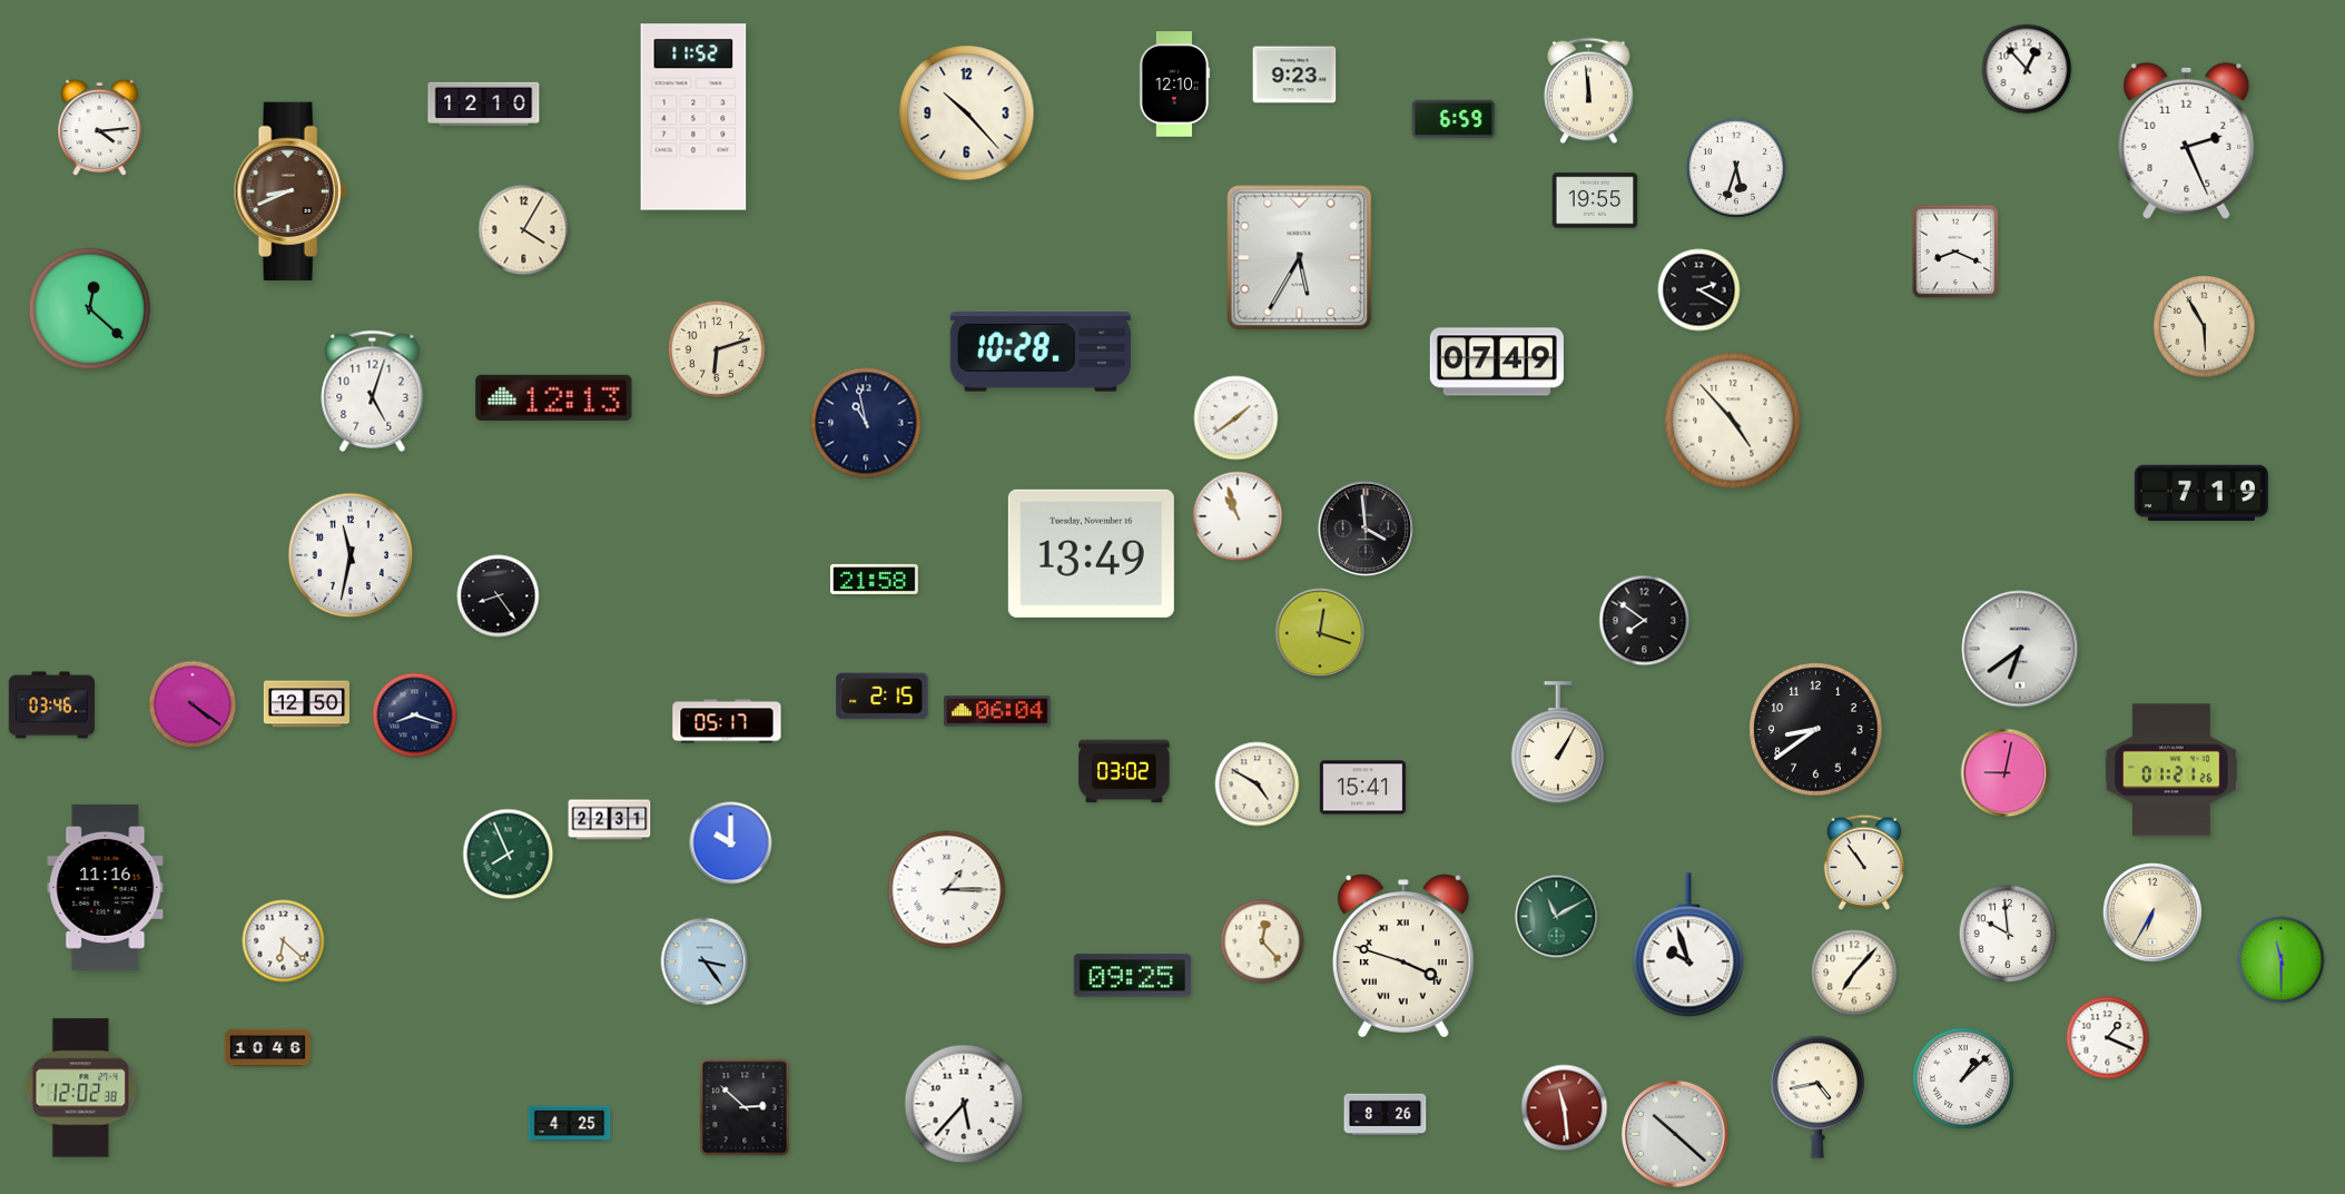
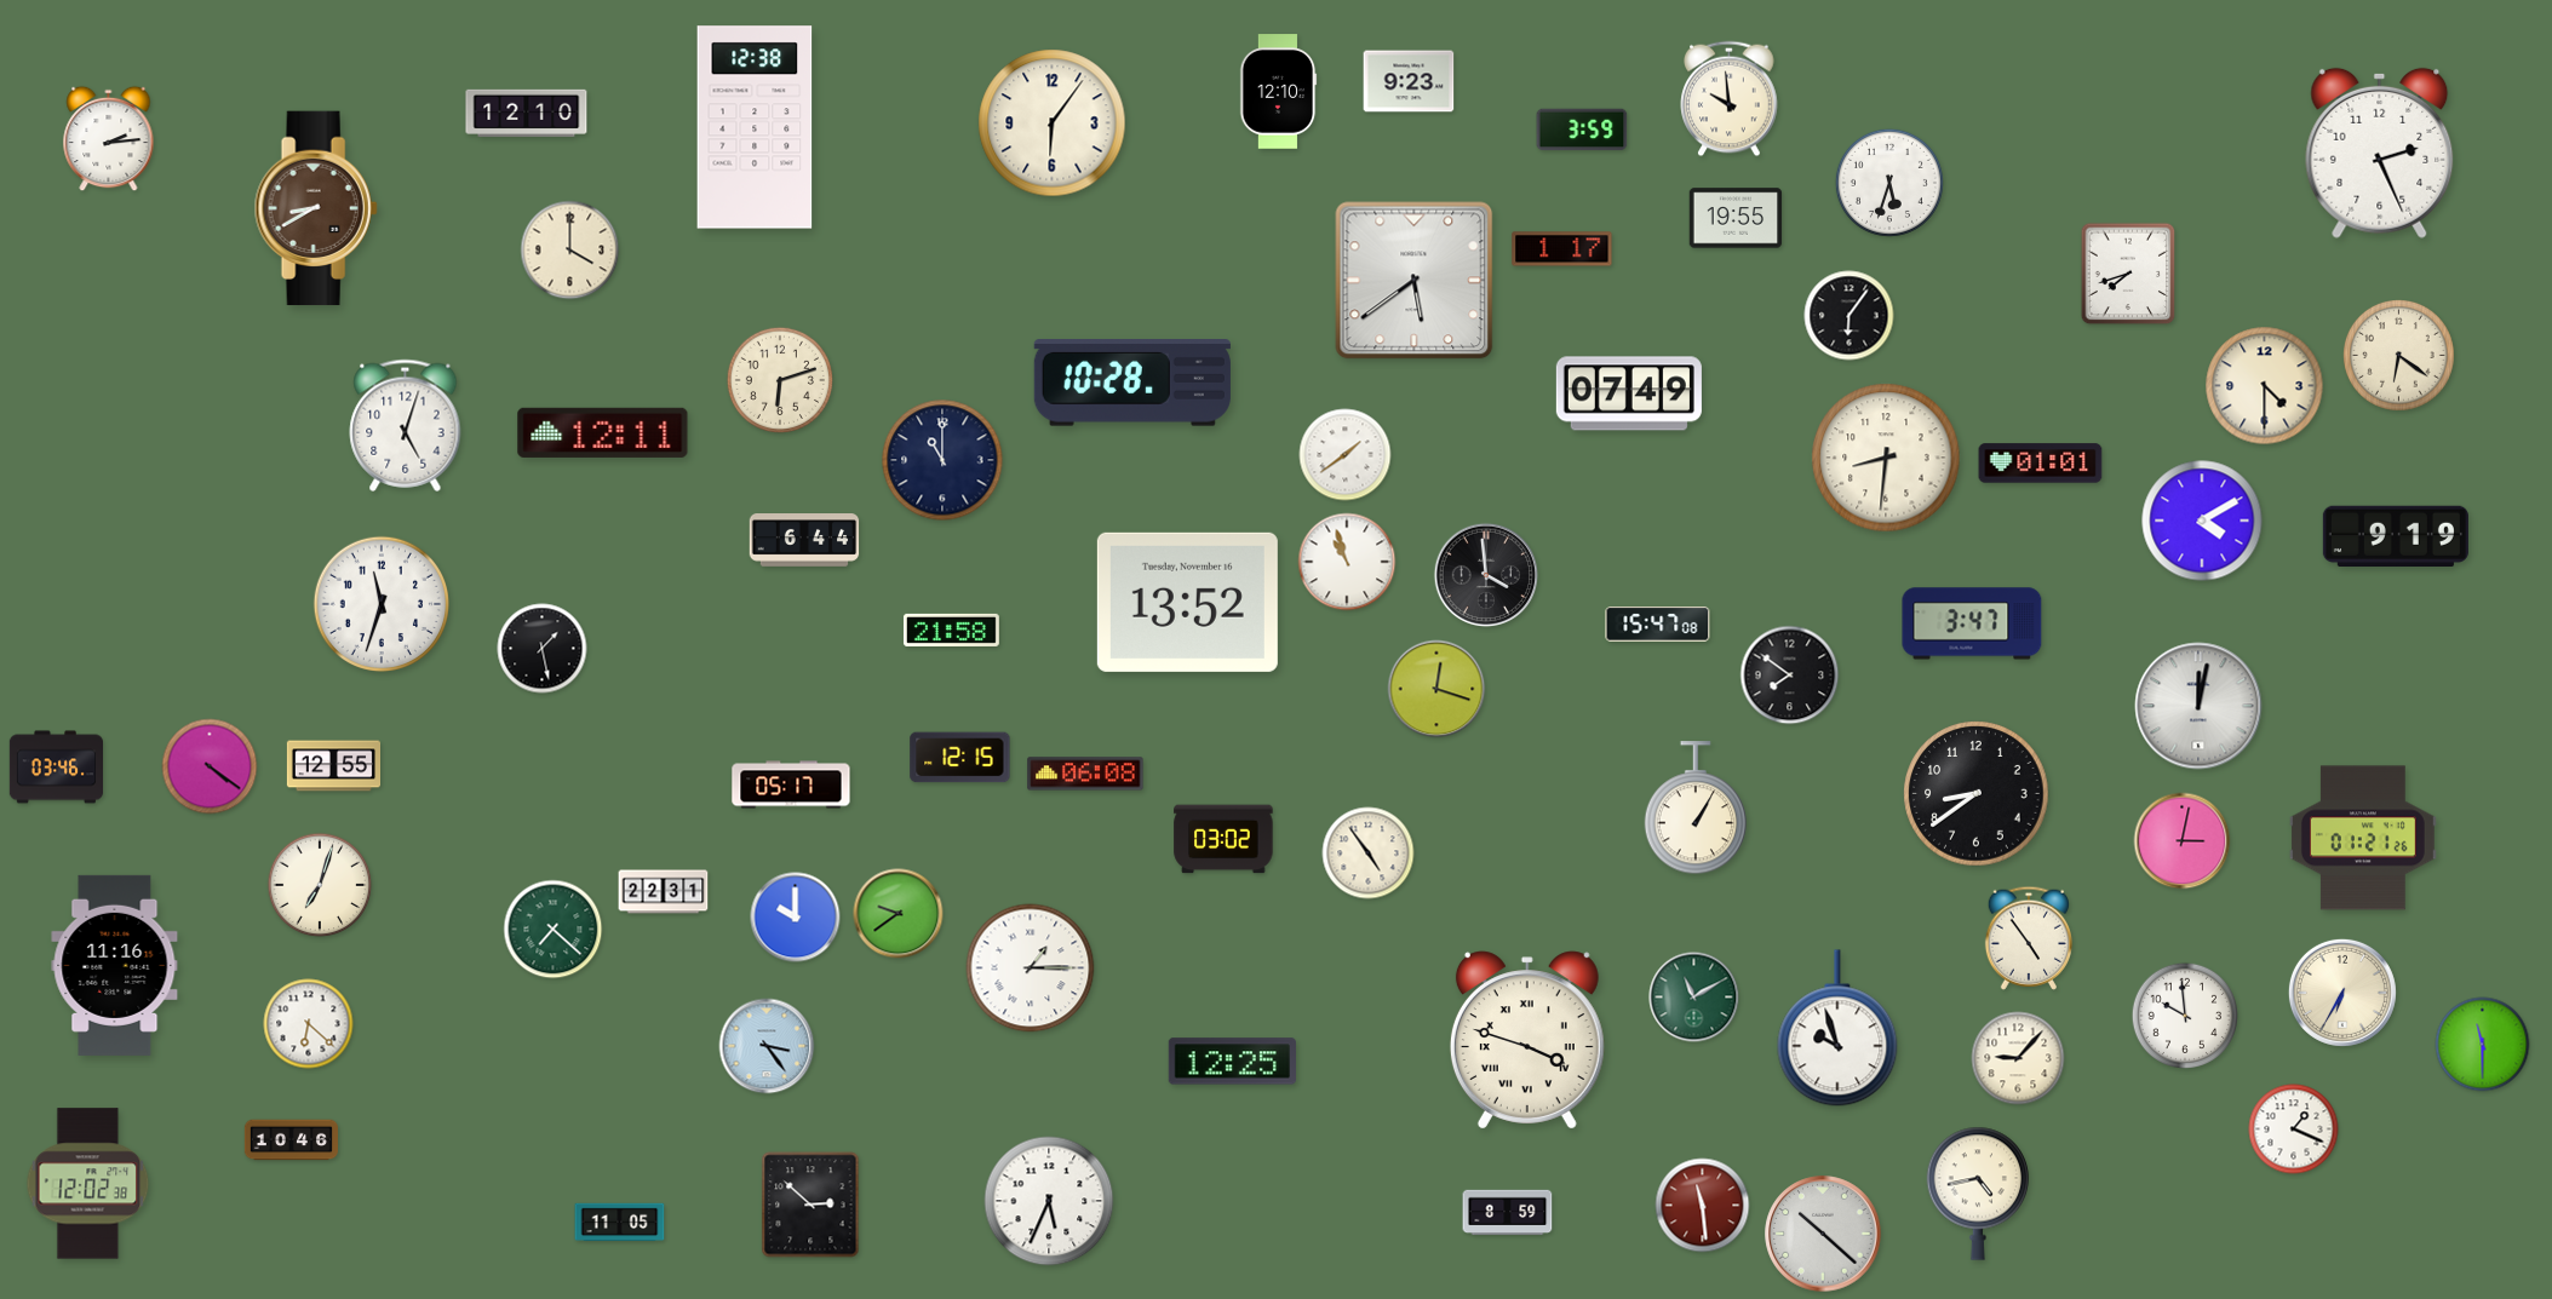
clock at (2027, 69): 12:53 -> none
clock at (1589, 91): 11:59 -> 9:59
clock at (967, 114): 10:23 -> 6:06
clock at (693, 117): 11:52 -> 12:38
clock at (1454, 119): 6:59 -> 3:59
clock at (100, 128): 4:14 -> 2:14
clock at (290, 191): 8:41 -> 8:40
clock at (1562, 249): none -> 1:17
clock at (524, 230): 4:05 -> 4:00
clock at (1955, 251): 8:19 -> 7:42
clock at (1300, 258): 5:35 -> 5:39
clock at (1699, 290): 2:20 -> 6:06
clock at (90, 309): 12:22 -> none
clock at (2205, 327): 5:55 -> 6:21
clock at (2265, 386): none -> 4:30
clock at (554, 397): 12:13 -> 12:11
clock at (1733, 421): 4:53 -> 8:31
clock at (866, 423): 10:58 -> 11:00
clock at (2041, 464): none -> 01:01
clock at (2202, 521): none -> 4:10
clock at (2201, 492): 7:19 -> 9:19
clock at (804, 541): none -> 6:44
clock at (1091, 553): 13:49 -> 13:52
clock at (349, 554): 11:32 -> 11:33
clock at (1972, 623): none -> 3:47
clock at (1658, 625): none -> 15:47
clock at (499, 596): 8:24 -> 1:28
clock at (2020, 649): 6:39 -> 12:02
clock at (883, 697): 2:15 -> 12:15
clock at (306, 704): 12:50 -> 12:55
clock at (997, 711): 06:04 -> 06:08
clock at (415, 716): 8:18 -> none
clock at (2006, 773): 9:02 -> 3:02
clock at (1258, 785): 4:50 -> 4:54
clock at (1362, 788): 15:41 -> none
clock at (320, 885): none -> 7:03
clock at (899, 914): none -> 9:39
clock at (509, 855): 7:56 -> 7:22
clock at (1863, 862): 10:54 -> 4:54
clock at (1262, 941): 12:23 -> none
clock at (1854, 973): 7:07 -> 9:07
clock at (1132, 976): 09:25 -> 12:25
clock at (1963, 1078): 1:08 -> none
clock at (964, 1104): 5:37 -> 5:34
clock at (1386, 1115): 8:26 -> 8:59
clock at (570, 1124): 4:25 -> 11:05
